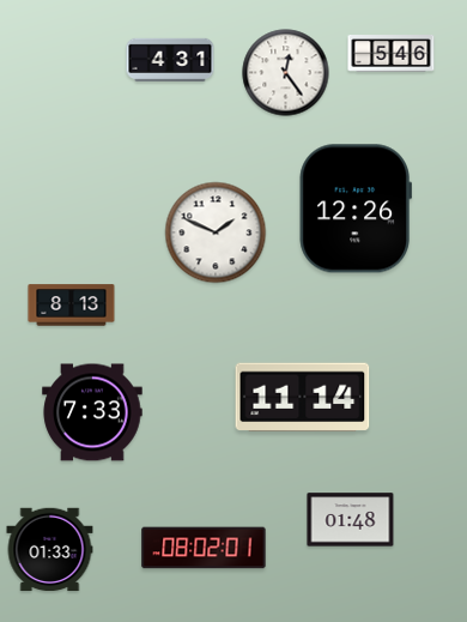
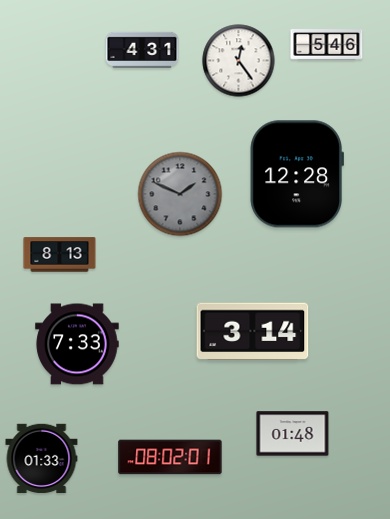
clock at (354, 209): 12:26 -> 12:28
clock at (216, 233) dial: white -> grey
clock at (303, 398): 11:14 -> 3:14
